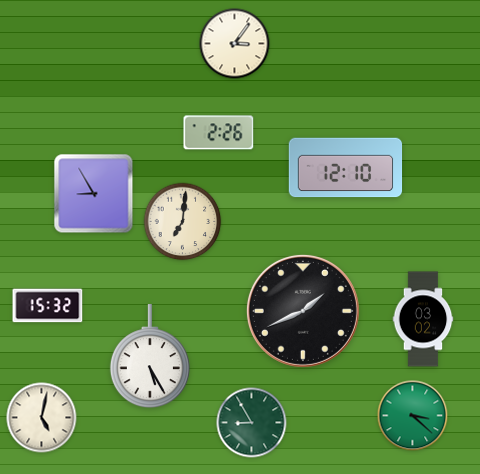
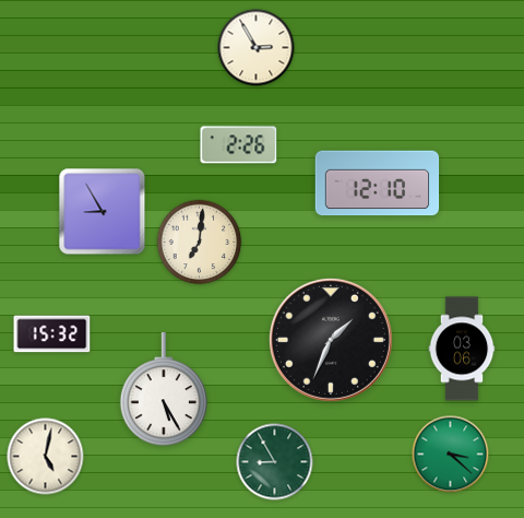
clock at (235, 44): 3:06 -> 2:55
clock at (303, 311): 1:41 -> 1:34
clock at (423, 319): 03:02 -> 03:06
